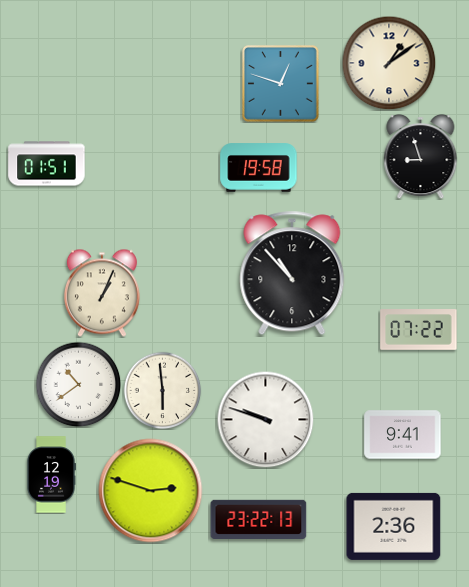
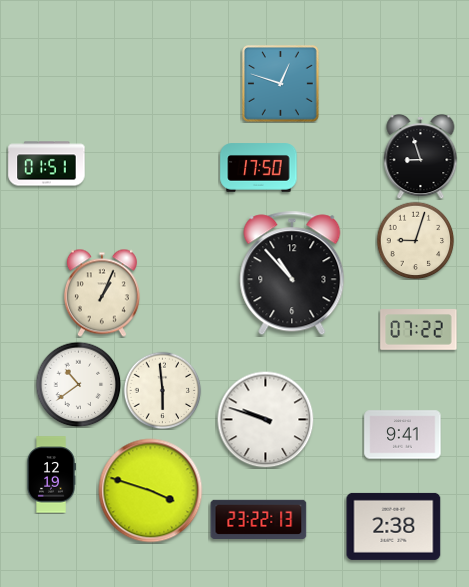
clock at (389, 63): 1:09 -> none
clock at (259, 168): 19:58 -> 17:50
clock at (415, 240): none -> 9:03
clock at (151, 491): 2:48 -> 3:48
clock at (394, 526): 2:36 -> 2:38
